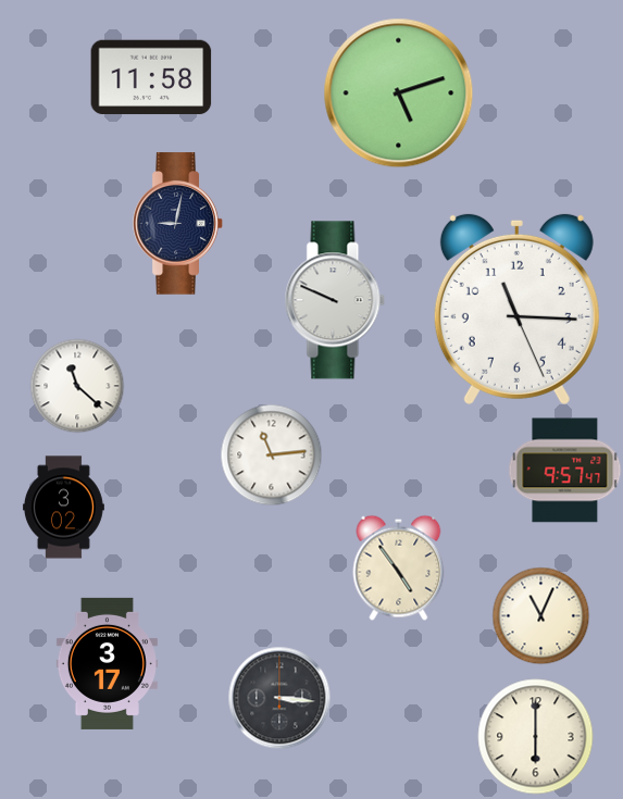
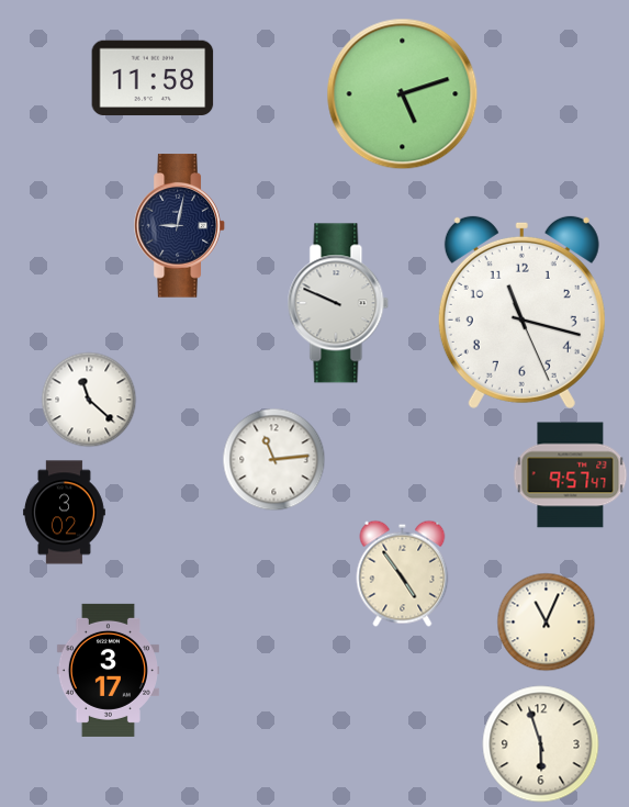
clock at (516, 309): 11:15 -> 11:17
clock at (77, 386) position: (77, 386) -> (89, 400)
clock at (279, 698): 3:16 -> none
clock at (536, 737): 6:00 -> 5:57
